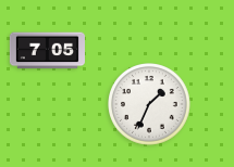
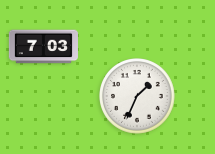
clock at (47, 51): 7:05 -> 7:03
